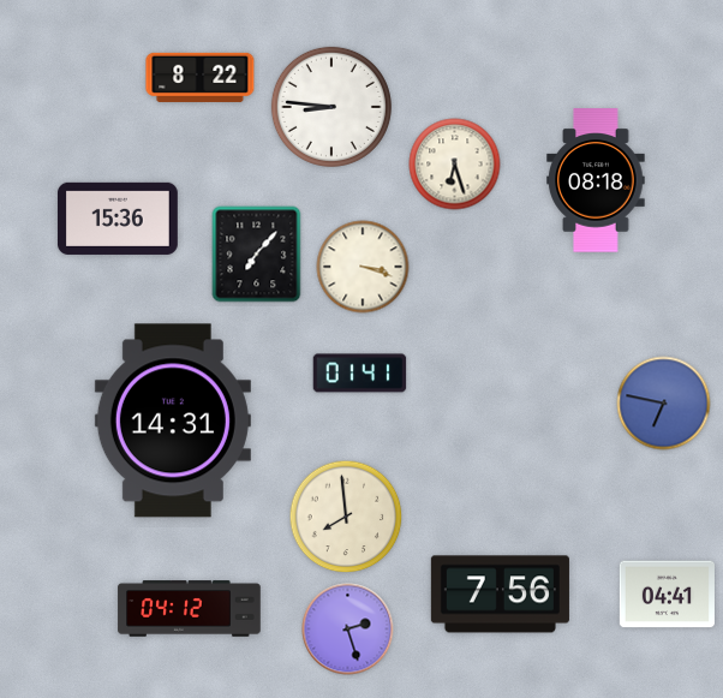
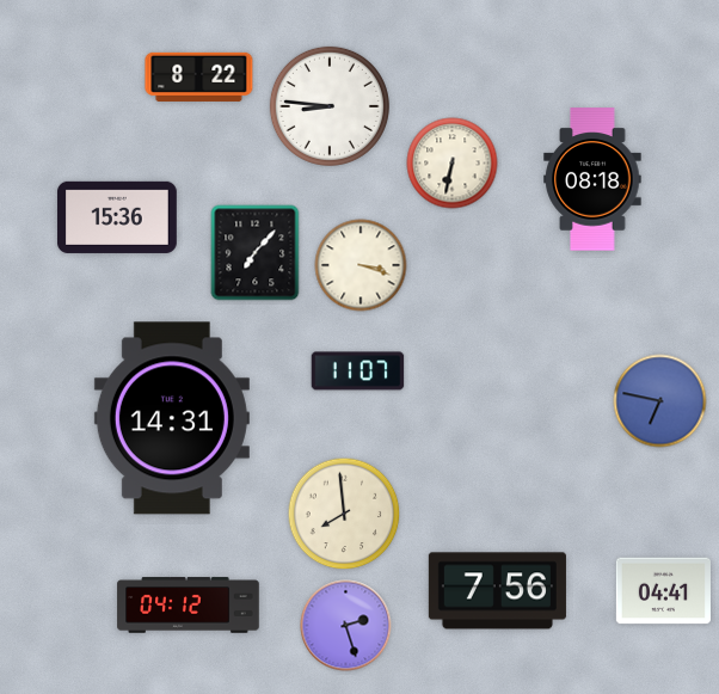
clock at (455, 165): 6:27 -> 6:32
clock at (360, 374): 01:41 -> 11:07
